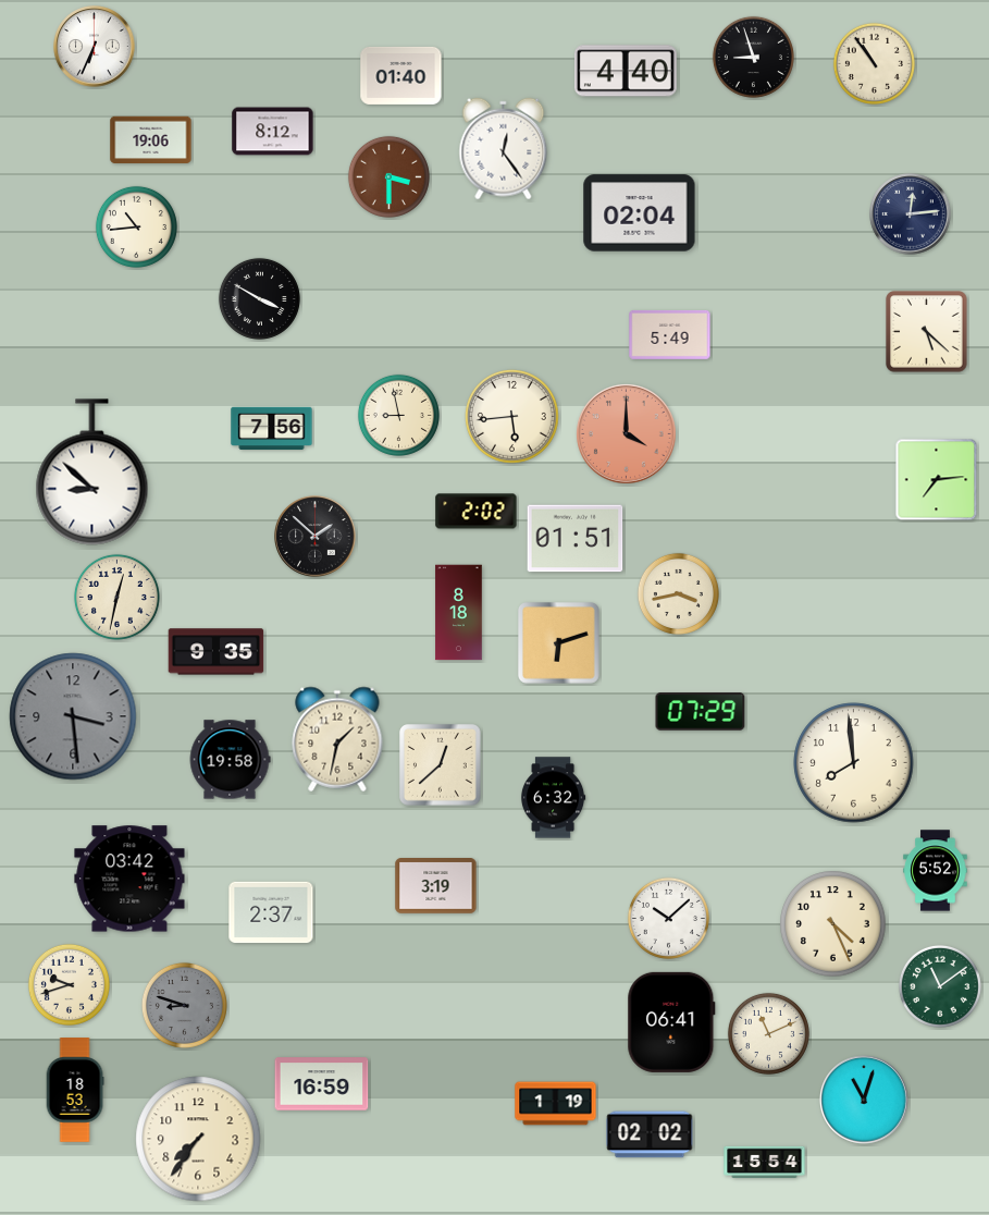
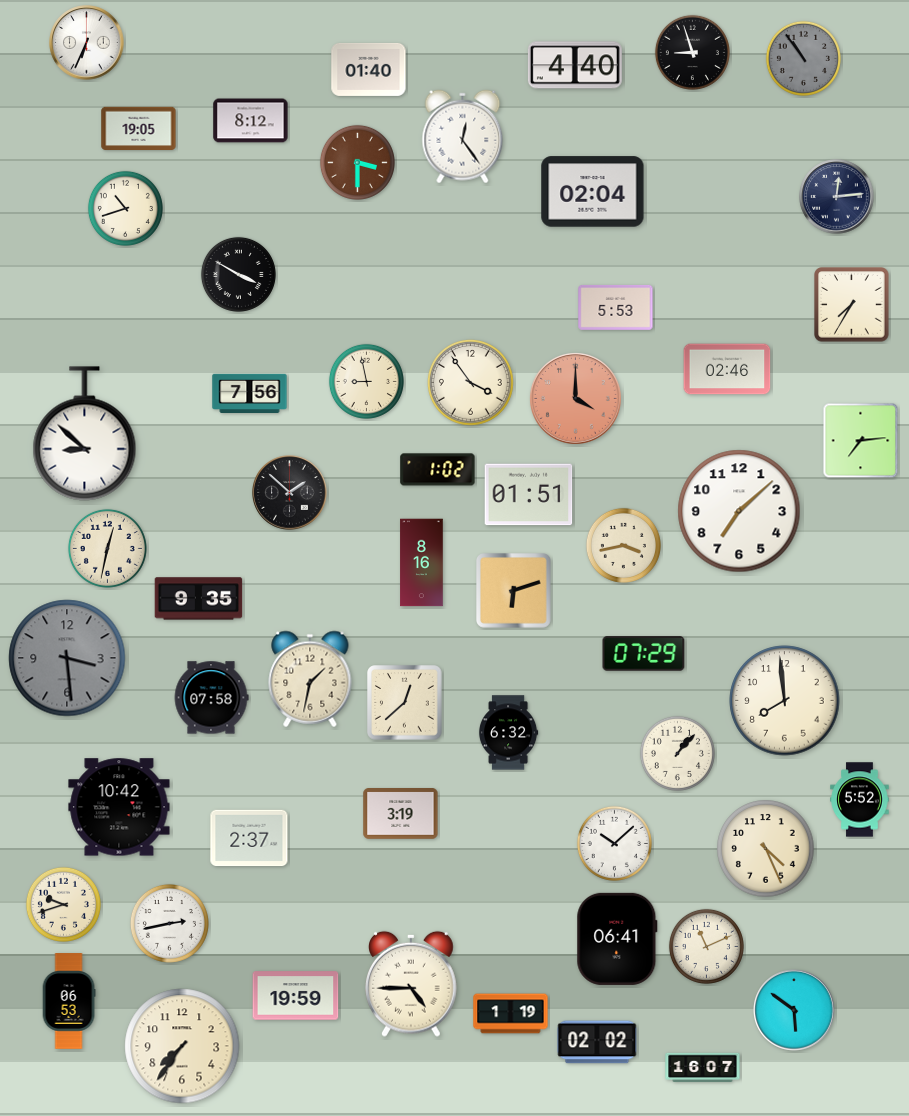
clock at (874, 63) dial: cream -> grey
clock at (151, 140): 19:06 -> 19:05
clock at (640, 213) position: (640, 213) -> (593, 192)
clock at (136, 226): 10:44 -> 10:42
clock at (927, 332): 5:22 -> 7:35
clock at (670, 335): 5:49 -> 5:53
clock at (727, 369): none -> 02:46
clock at (511, 416): 5:44 -> 3:54
clock at (477, 512): 2:02 -> 1:02
clock at (739, 511): none -> 7:08
clock at (459, 613): 8:18 -> 8:16
clock at (230, 760): 19:58 -> 07:58
clock at (677, 753): none -> 1:07
clock at (129, 879): 03:42 -> 10:42
clock at (940, 986): 11:09 -> none
clock at (184, 1005): 8:48 -> 2:43
clock at (184, 1005) dial: grey -> white
clock at (768, 1033) position: (768, 1033) -> (706, 946)
clock at (412, 984): none -> 4:45
clock at (322, 1084): 16:59 -> 19:59
clock at (75, 1090): 18:53 -> 06:53
clock at (864, 1100): 11:03 -> 5:51
clock at (765, 1162): 15:54 -> 16:07
